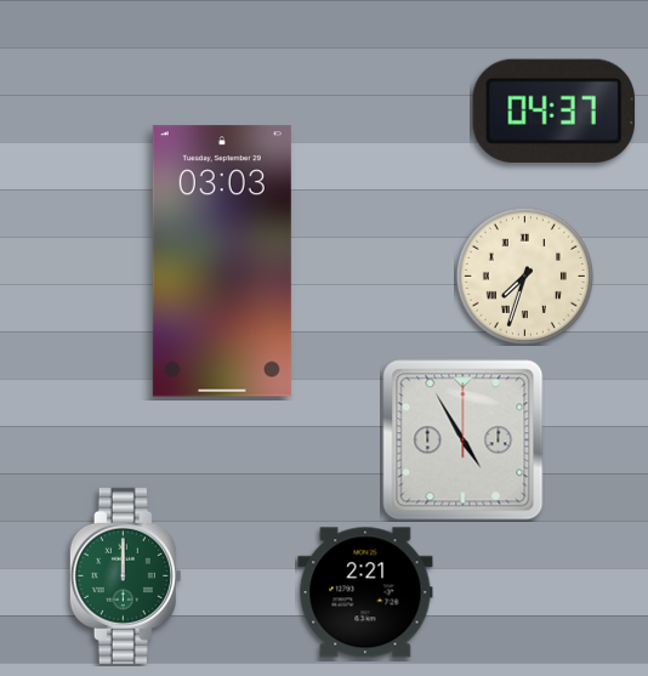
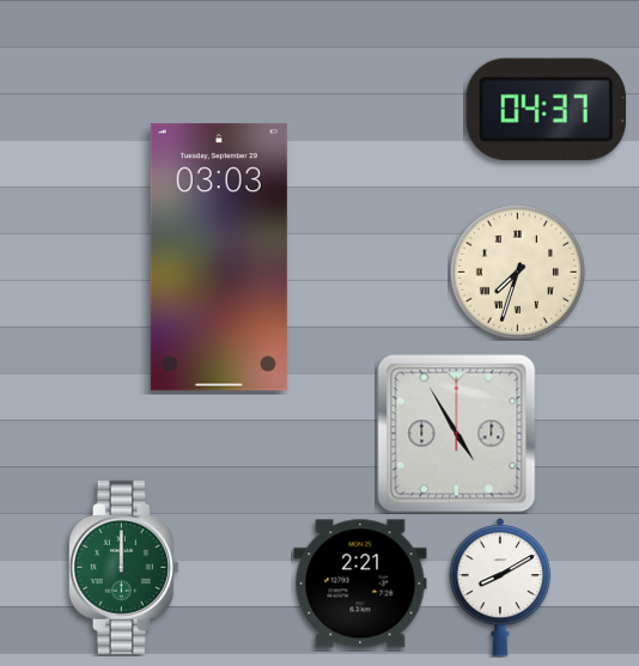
clock at (500, 587): none -> 8:10
